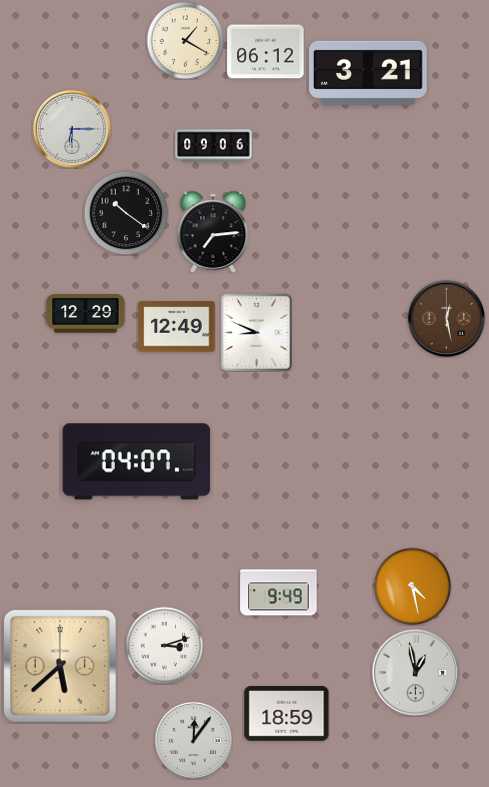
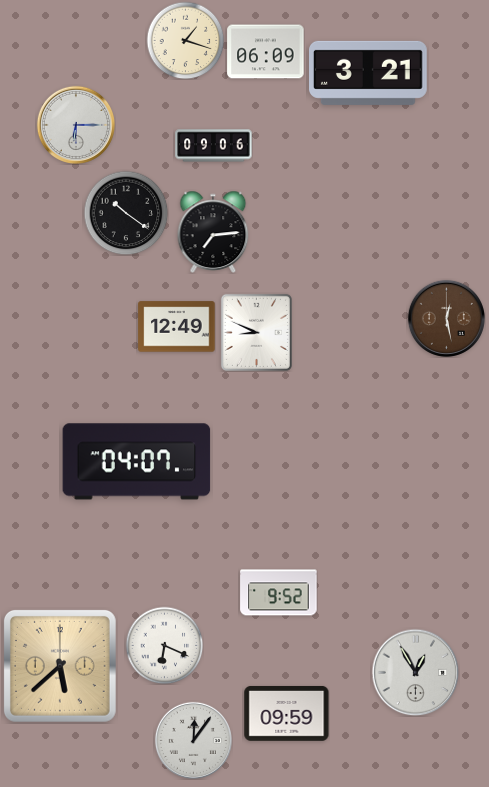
clock at (185, 40): 1:20 -> 1:18
clock at (266, 52): 06:12 -> 06:09
clock at (72, 129) position: (72, 129) -> (76, 125)
clock at (86, 314): 12:29 -> none
clock at (412, 586): 4:28 -> none
clock at (279, 593): 9:49 -> 9:52
clock at (164, 645): 3:12 -> 6:19
clock at (415, 672): 12:58 -> 12:55
clock at (287, 713): 18:59 -> 09:59
